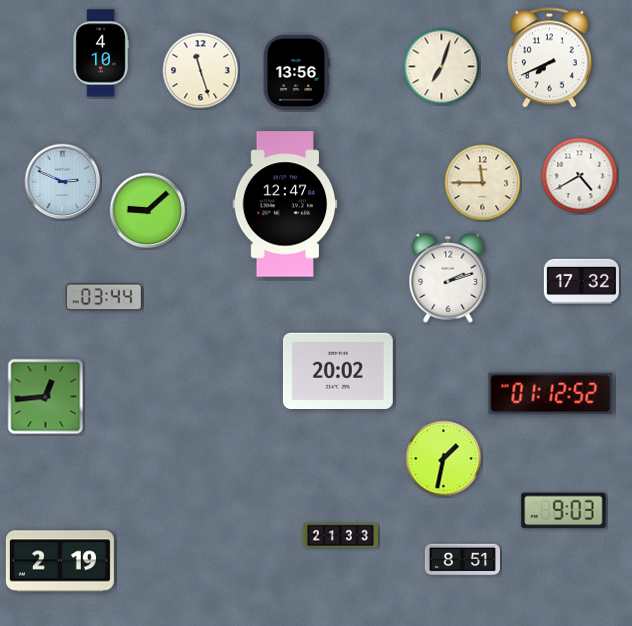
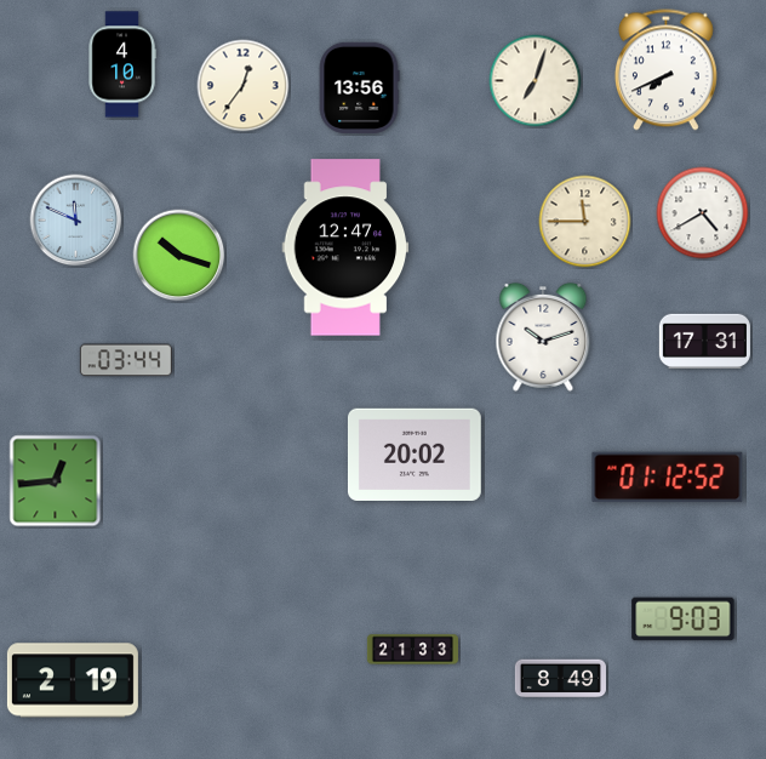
clock at (201, 71): 11:27 -> 12:36
clock at (63, 182): 2:49 -> 11:49
clock at (148, 211): 9:08 -> 10:18
clock at (448, 278): 2:12 -> 10:12
clock at (581, 281): 17:32 -> 17:31
clock at (338, 370) position: (338, 370) -> (415, 453)
clock at (444, 459): 1:32 -> none
clock at (462, 560): 8:51 -> 8:49
